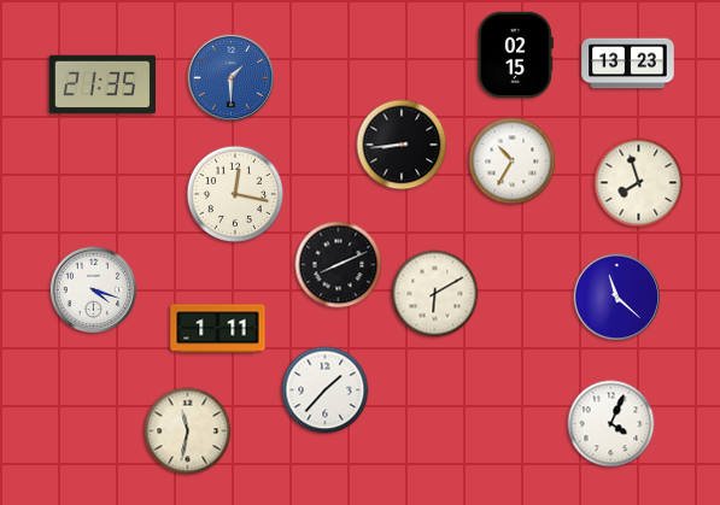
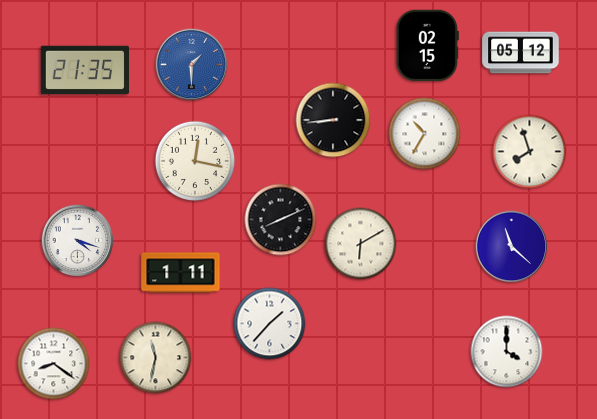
clock at (628, 64): 13:23 -> 05:12
clock at (611, 424): 4:04 -> 4:00
clock at (54, 364): none -> 8:21
